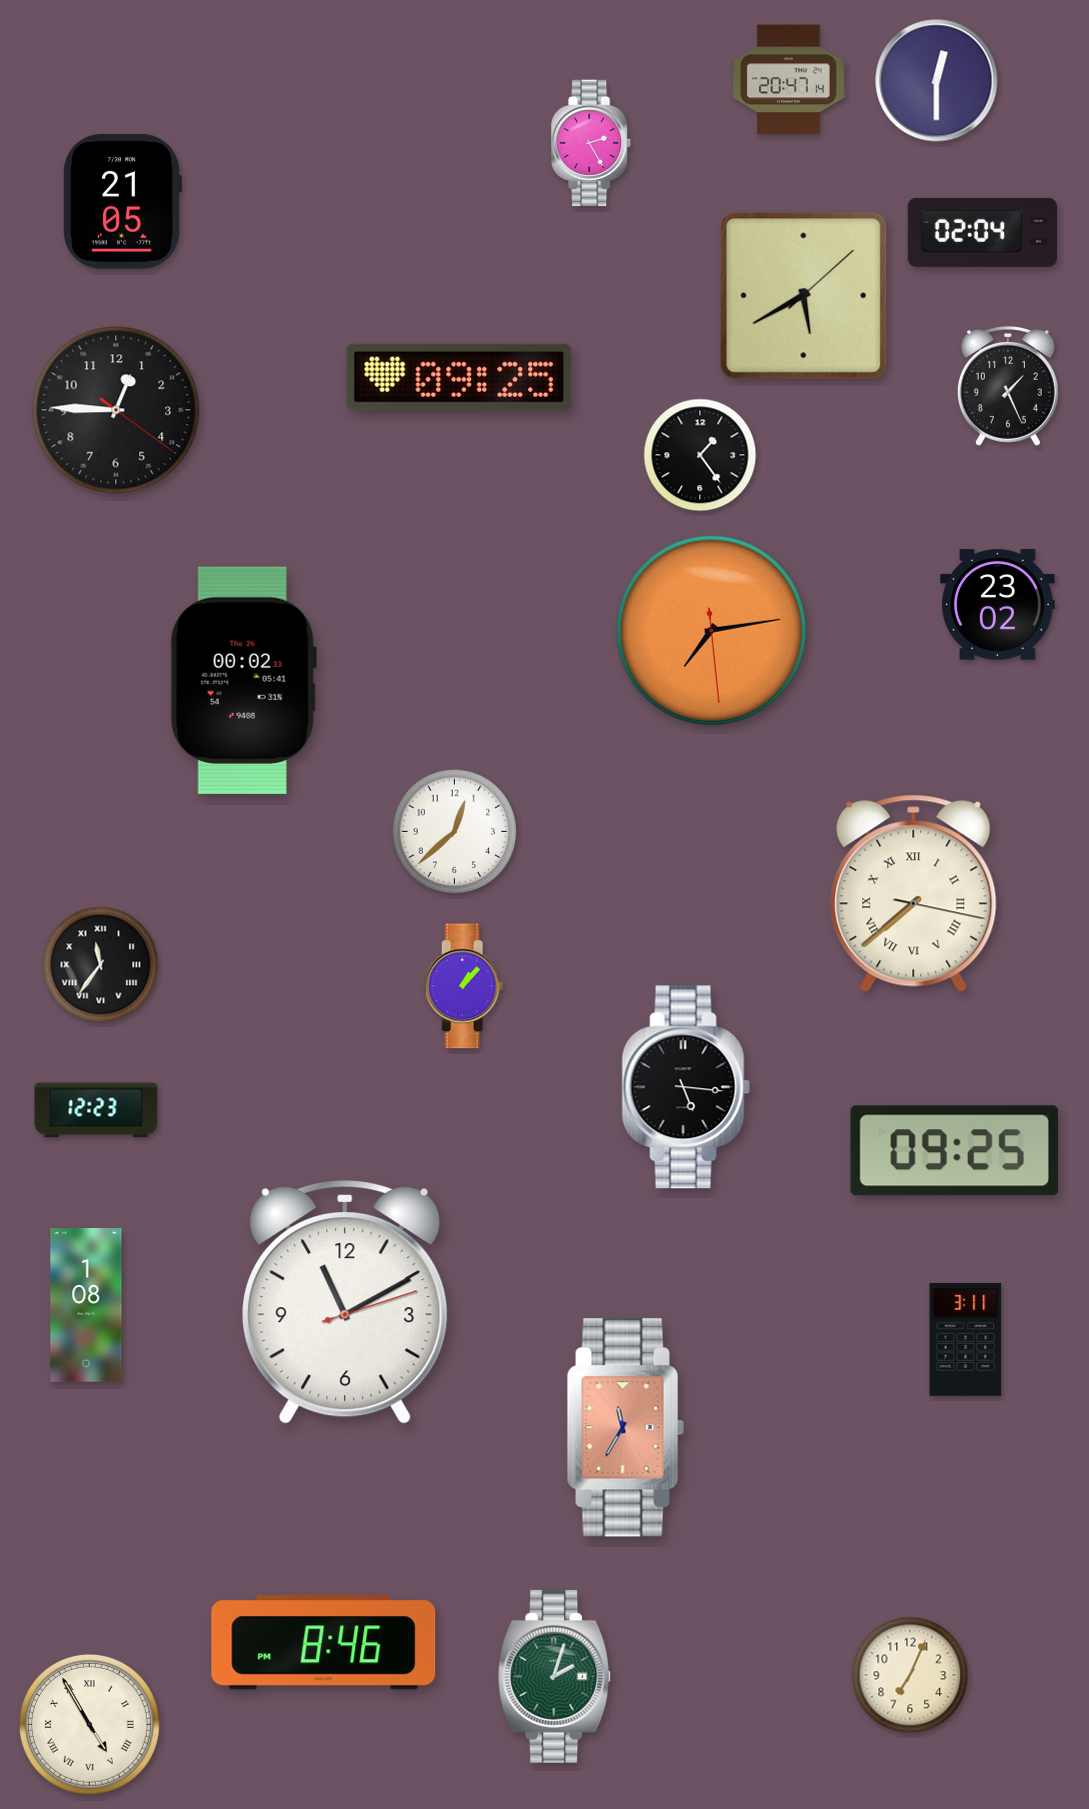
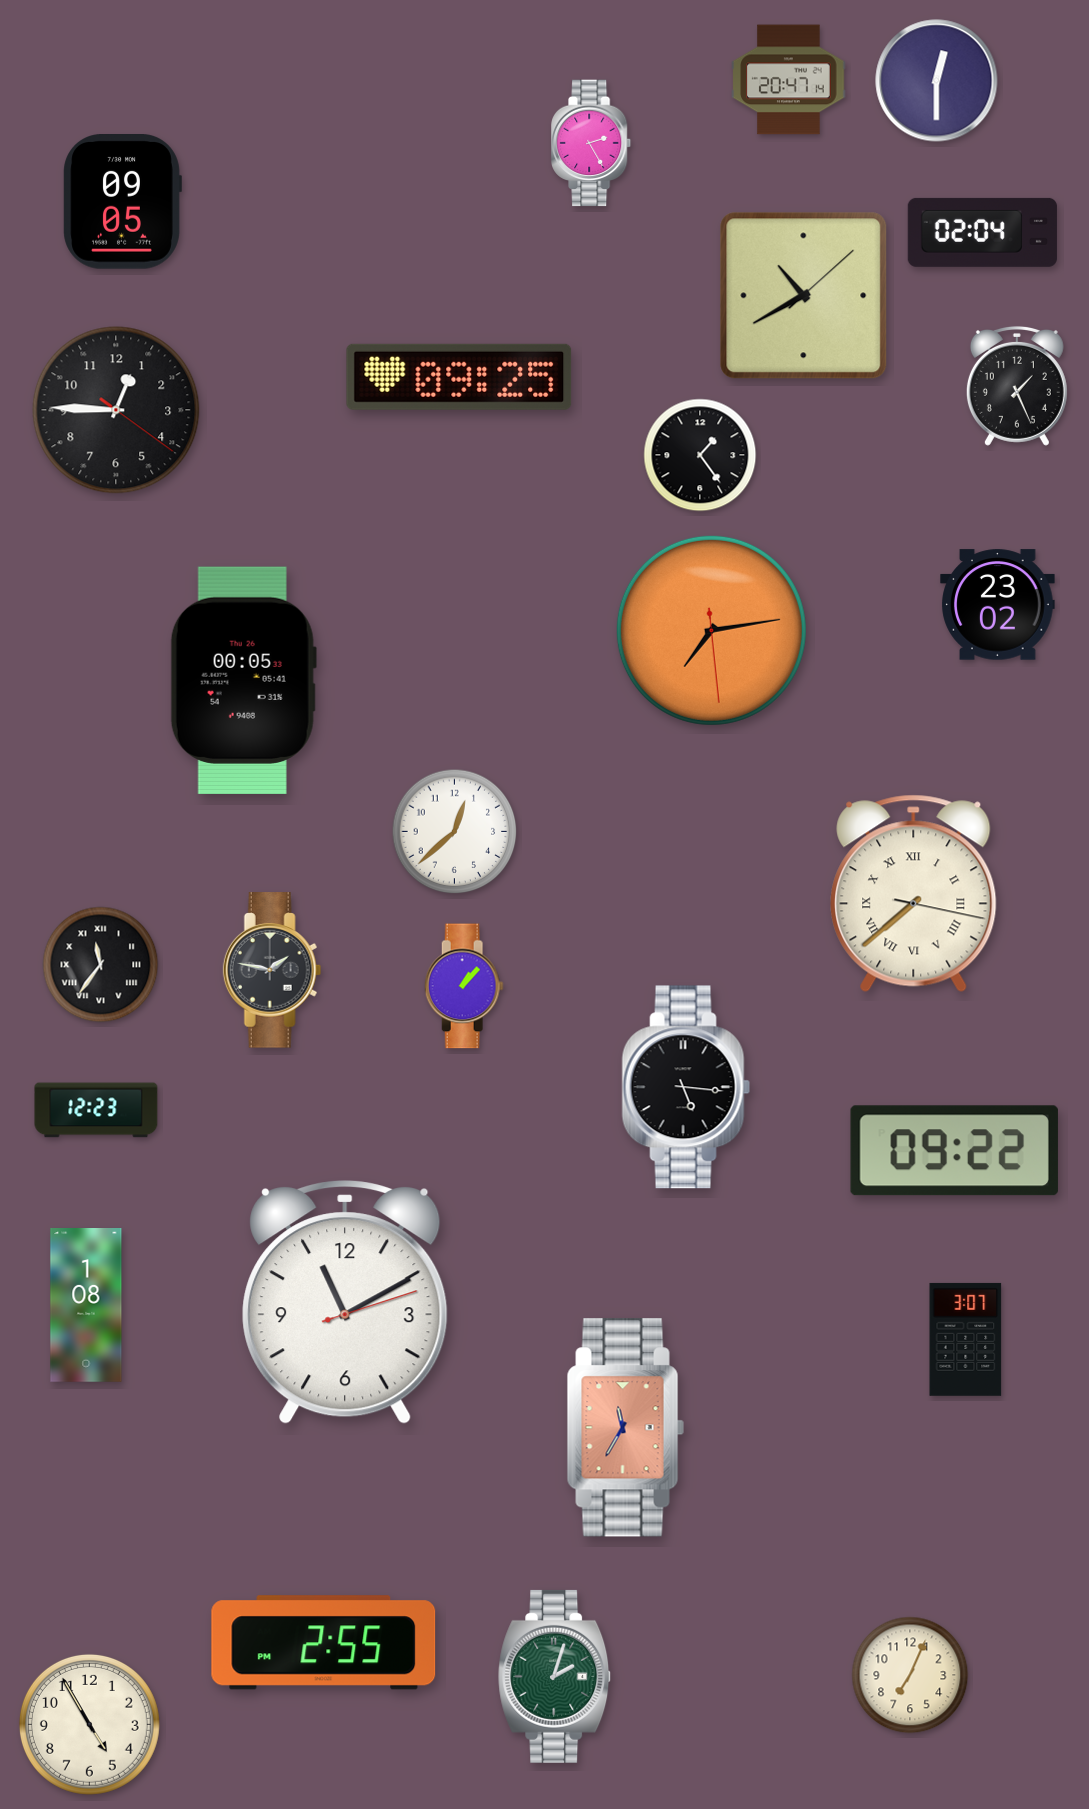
clock at (122, 202): 21:05 -> 09:05
clock at (804, 296): 5:40 -> 10:40
clock at (1008, 386) position: (1008, 386) -> (1017, 386)
clock at (243, 680): 00:02 -> 00:05
clock at (272, 970): none -> 1:47
clock at (954, 1151): 09:25 -> 09:22
clock at (966, 1339): 3:11 -> 3:07
clock at (324, 1643): 8:46 -> 2:55
clock at (89, 1724) numerals: Roman -> Arabic
